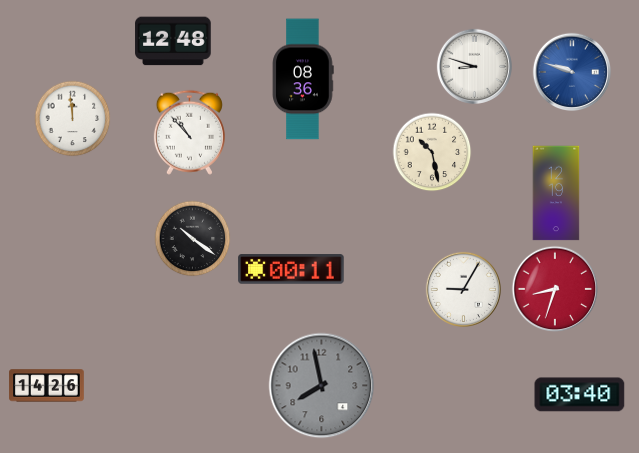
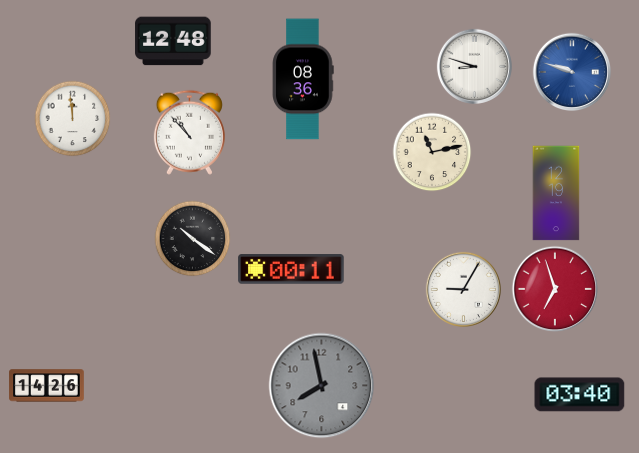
clock at (432, 152): 10:28 -> 11:13
clock at (555, 289): 8:33 -> 6:57
